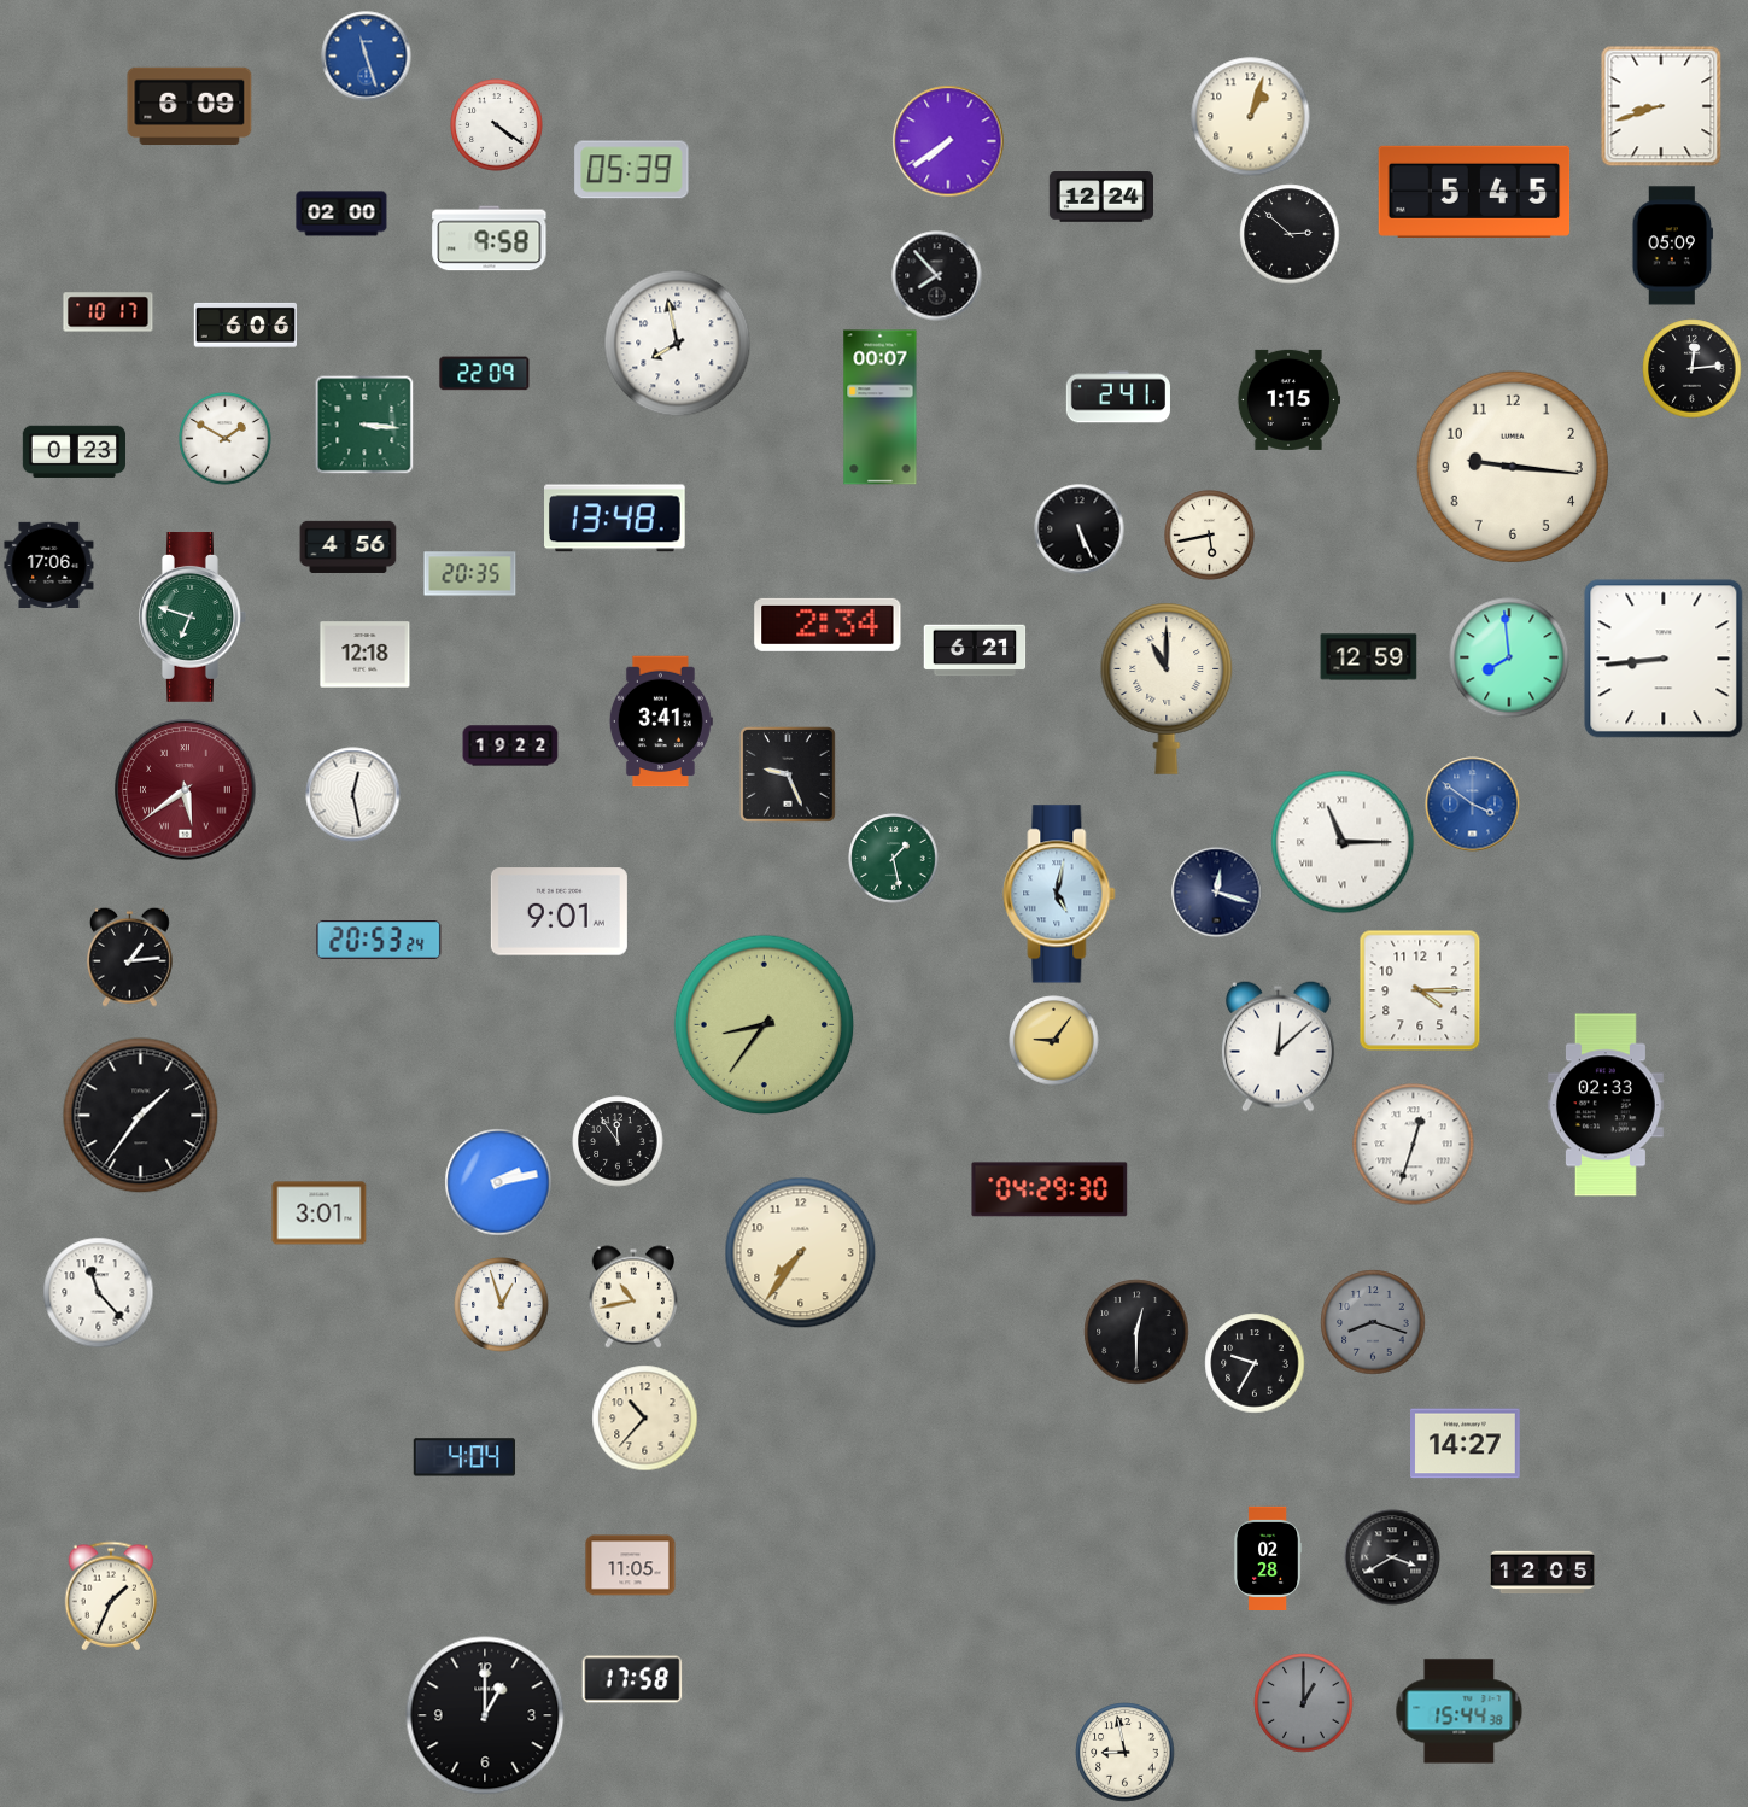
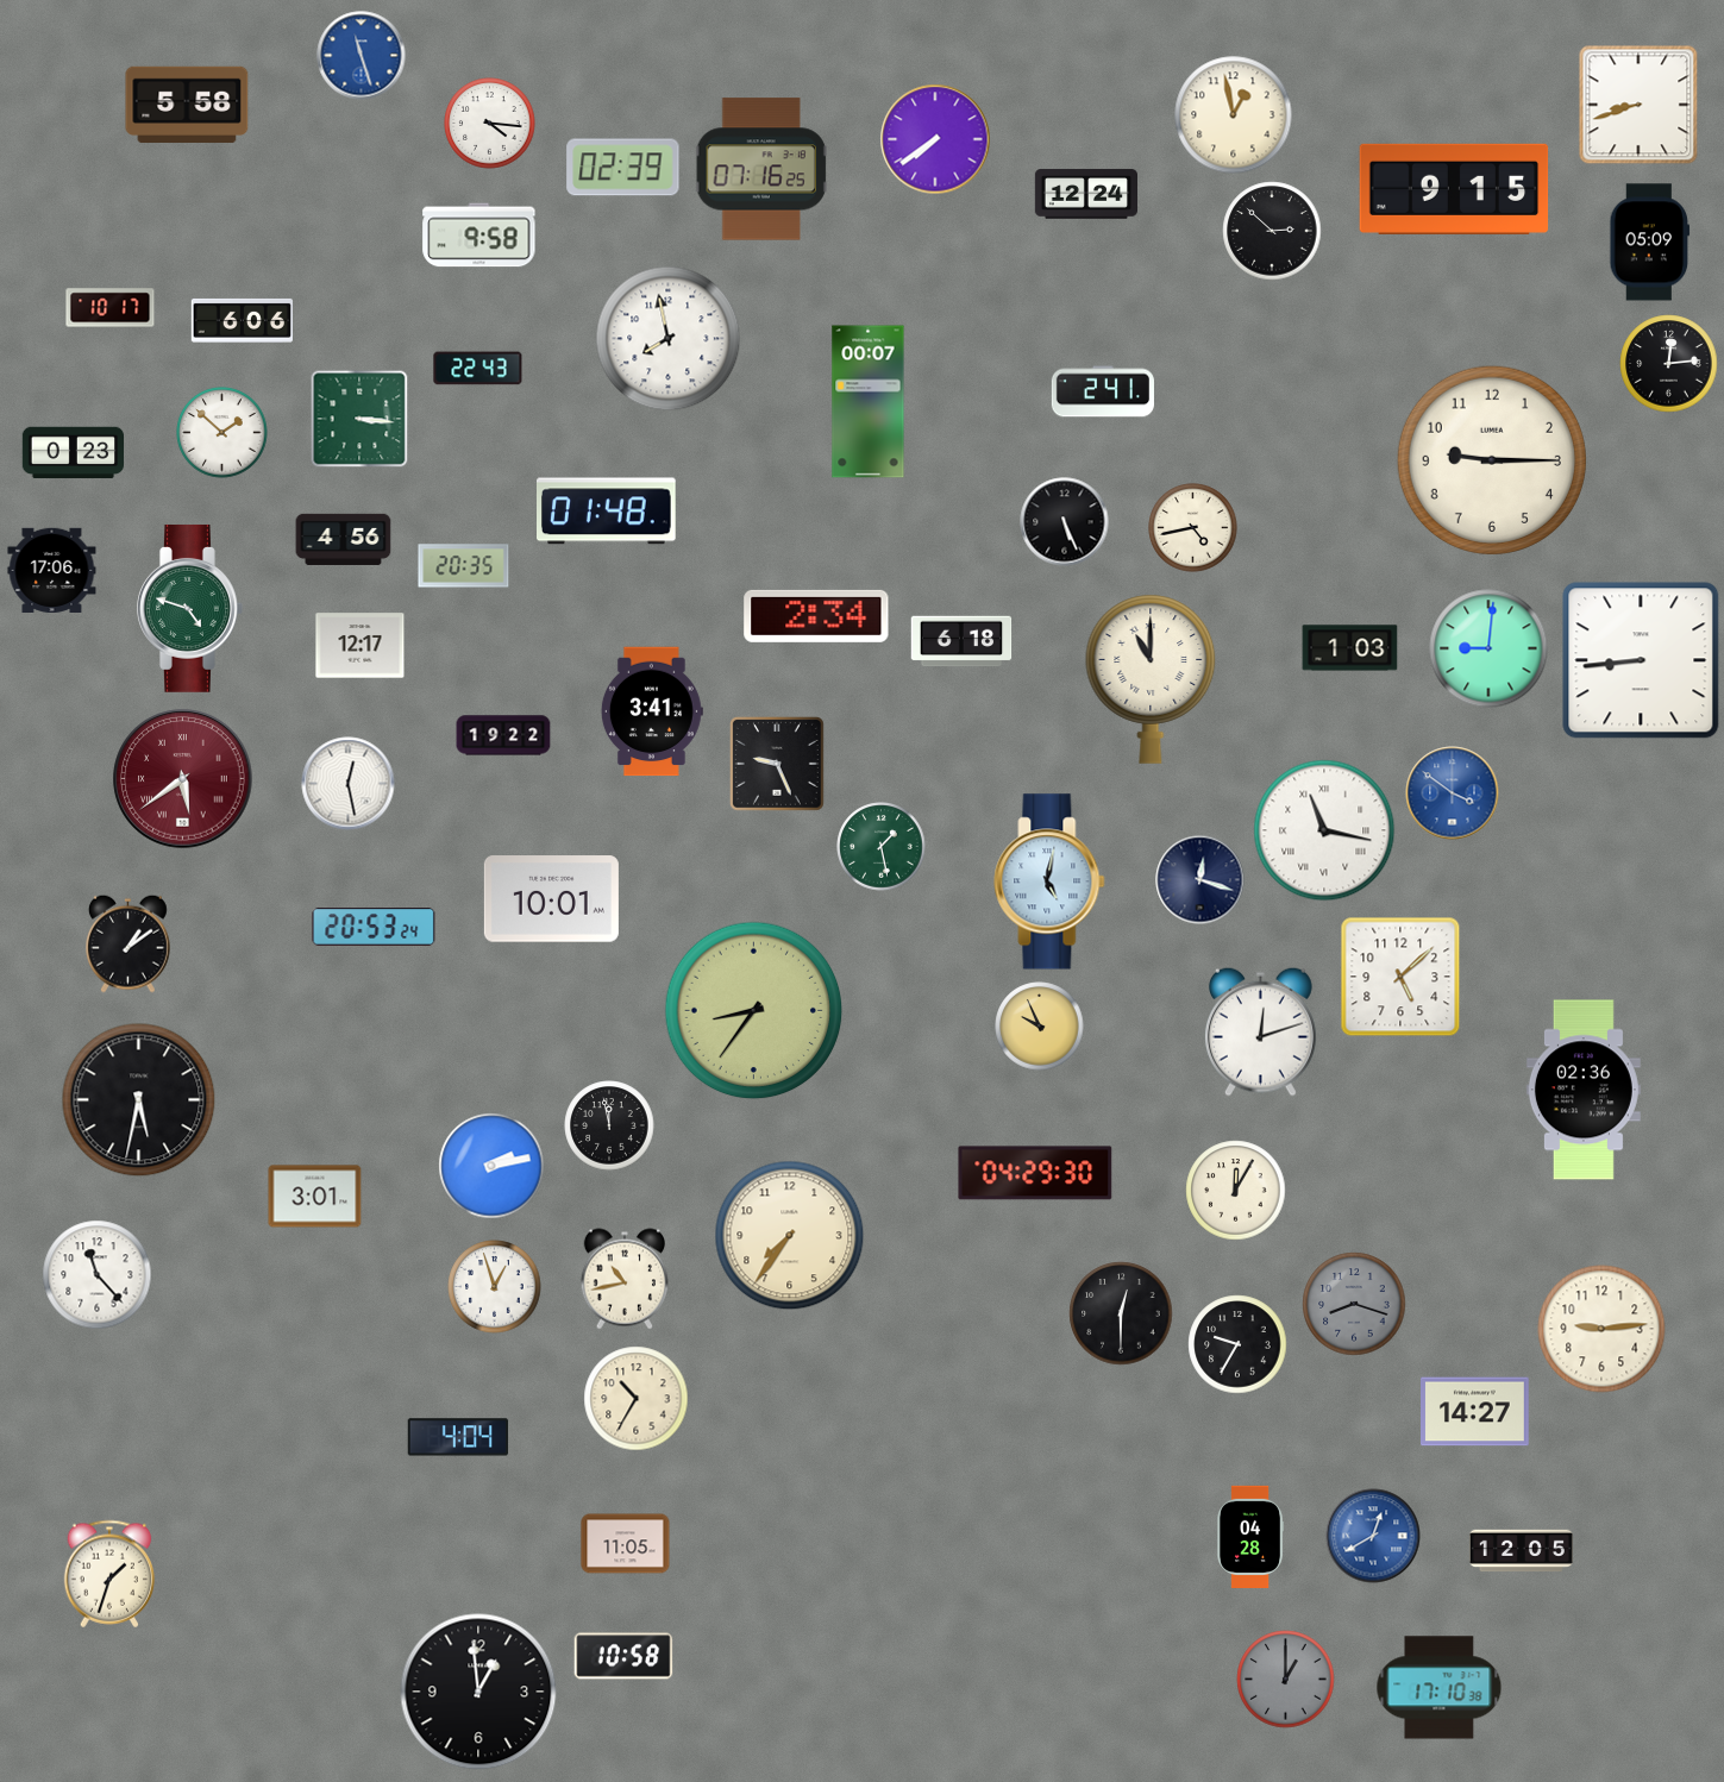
clock at (189, 105): 6:09 -> 5:58
clock at (1251, 117): 1:03 -> 12:58
clock at (497, 125): 4:21 -> 4:16
clock at (632, 170): 05:39 -> 02:39
clock at (761, 169): none -> 07:16
clock at (1474, 192): 5:45 -> 9:15
clock at (341, 214): 02:00 -> none
clock at (490, 239) position: (490, 239) -> (479, 236)
clock at (937, 276): 7:53 -> none
clock at (109, 312) position: (109, 312) -> (111, 308)
clock at (485, 374): 22:09 -> 22:43
clock at (1288, 399): 1:15 -> none
clock at (226, 439): 1:50 -> 1:52
clock at (75, 452) position: (75, 452) -> (74, 453)
clock at (1513, 467): 9:16 -> 9:15
clock at (615, 519): 13:48 -> 01:48
clock at (1210, 536): 5:43 -> 4:43
clock at (49, 565) position: (49, 565) -> (52, 570)
clock at (193, 616): 6:48 -> 4:48
clock at (975, 650): 6:21 -> 6:18
clock at (366, 655): 12:18 -> 12:17
clock at (1369, 657): 12:59 -> 1:03
clock at (1509, 657): 7:59 -> 9:01
clock at (1664, 659) position: (1664, 659) -> (1641, 660)
clock at (1343, 842): 11:15 -> 11:17
clock at (1059, 894) position: (1059, 894) -> (1049, 881)
clock at (559, 912): 9:01 -> 10:01
clock at (130, 957): 1:14 -> 1:09
clock at (1420, 990): 4:15 -> 5:08
clock at (1054, 1041): 9:06 -> 9:56
clock at (1278, 1046): 12:08 -> 12:12
clock at (1606, 1105): 02:33 -> 02:36
clock at (141, 1116): 1:36 -> 5:32
clock at (618, 1141): 11:54 -> 11:58
clock at (1414, 1145): 12:33 -> none
clock at (1236, 1191): none -> 12:05
clock at (1601, 1329): none -> 9:14
clock at (645, 1419): 10:37 -> 10:35
clock at (1466, 1444) position: (1466, 1444) -> (1475, 1412)
clock at (1268, 1557): 02:28 -> 04:28
clock at (1392, 1557): 3:40 -> 12:40
clock at (1392, 1557) dial: black -> blue
clock at (631, 1566) position: (631, 1566) -> (626, 1544)
clock at (111, 1596): 1:34 -> 1:33
clock at (632, 1679): 17:58 -> 10:58
clock at (1460, 1712): 15:44 -> 17:10
clock at (485, 1715): 1:00 -> 12:59
clock at (1126, 1753): 8:58 -> none
